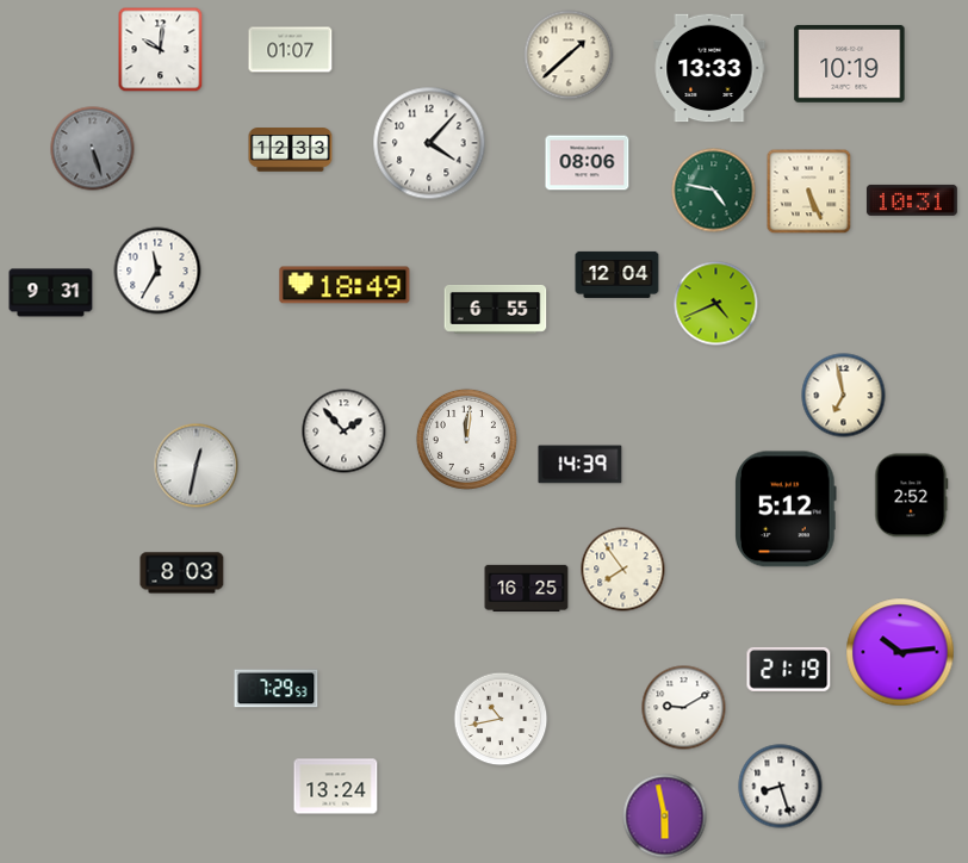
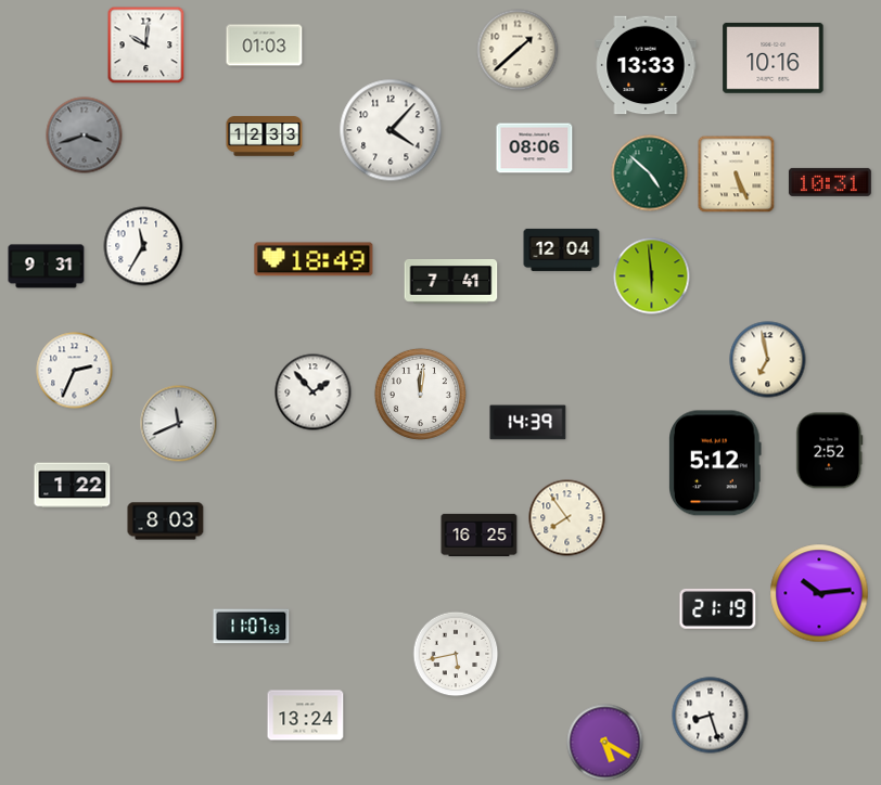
clock at (291, 50): 01:07 -> 01:03
clock at (850, 63): 10:19 -> 10:16
clock at (709, 68) position: (709, 68) -> (646, 65)
clock at (93, 149): 5:27 -> 3:42
clock at (714, 191): 4:47 -> 4:52
clock at (716, 304): 4:41 -> 5:59
clock at (496, 309): 6:55 -> 7:41
clock at (75, 371): none -> 2:34
clock at (466, 439) position: (466, 439) -> (420, 394)
clock at (197, 466): 12:32 -> 11:41
clock at (73, 486): none -> 1:22
clock at (277, 689): 7:29 -> 11:07
clock at (684, 708): 9:10 -> none
clock at (501, 719): 10:43 -> 5:43
clock at (665, 817): 5:58 -> 5:20
